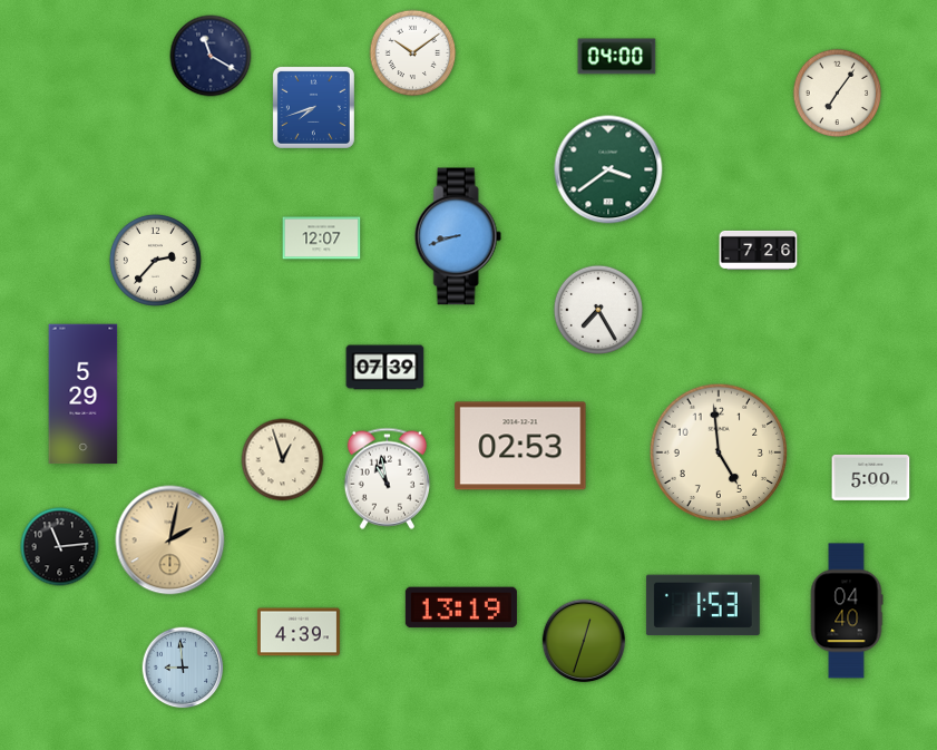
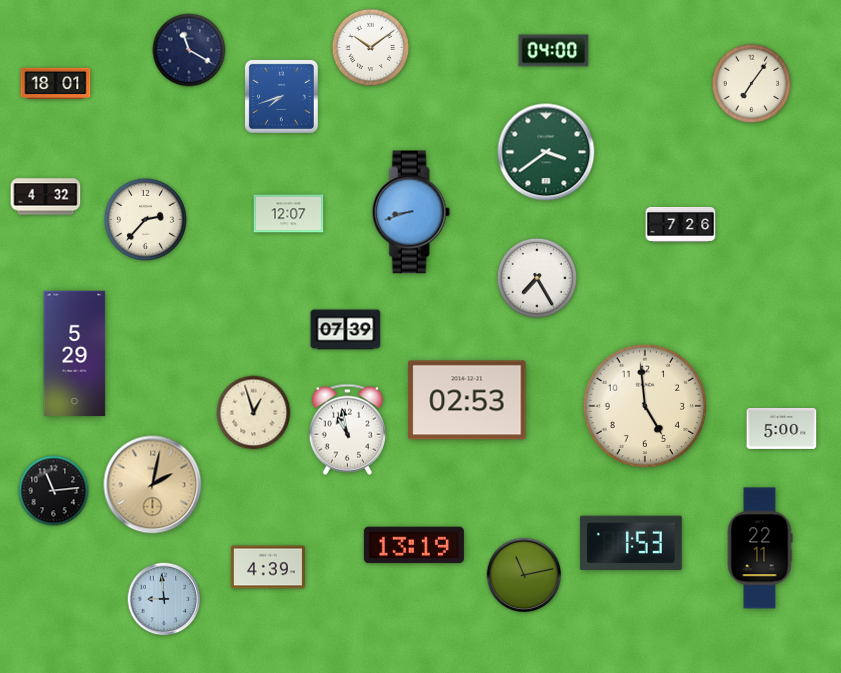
clock at (56, 84): none -> 18:01
clock at (46, 197): none -> 4:32
clock at (155, 260) position: (155, 260) -> (145, 219)
clock at (847, 611): 04:40 -> 22:11
clock at (584, 641): 12:33 -> 11:13
